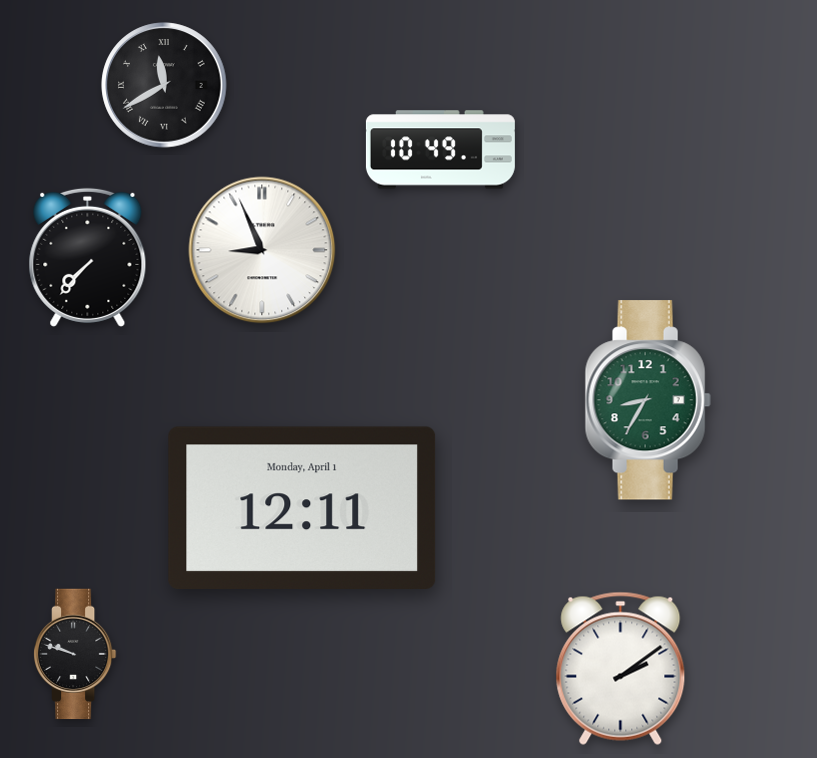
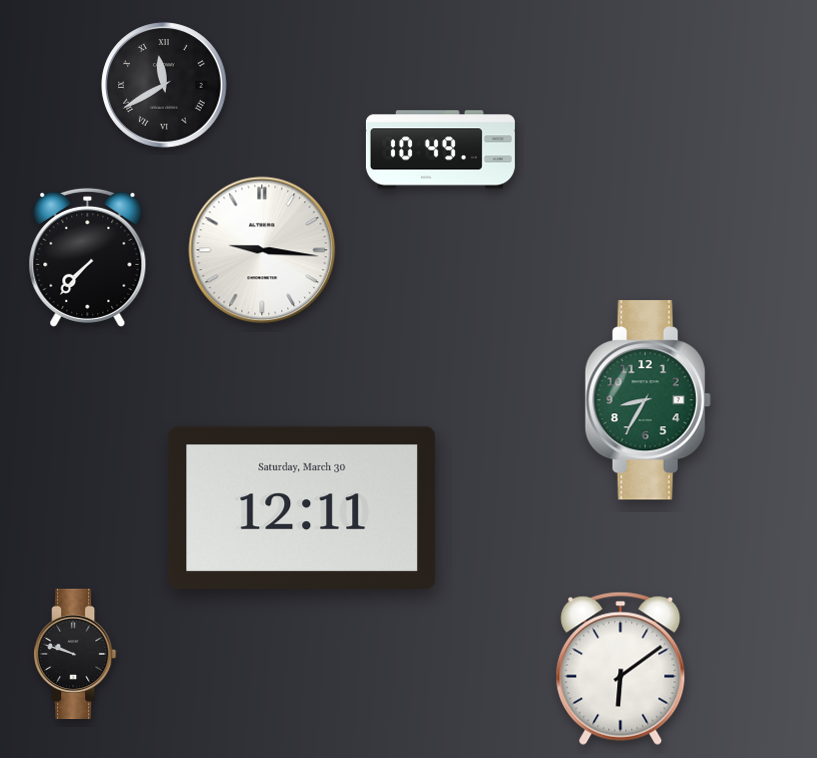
clock at (262, 250): 8:56 -> 9:16
clock at (302, 507) date: Monday, April 1 -> Saturday, March 30
clock at (621, 668): 2:09 -> 6:09
